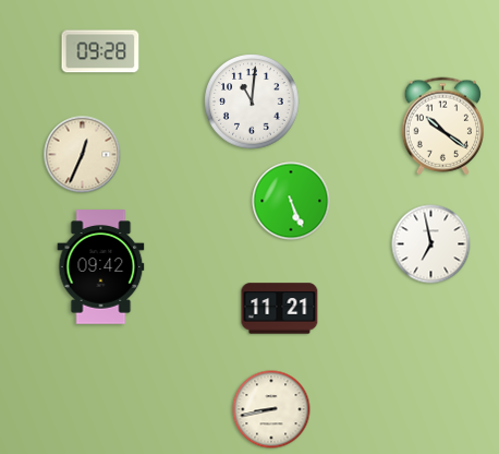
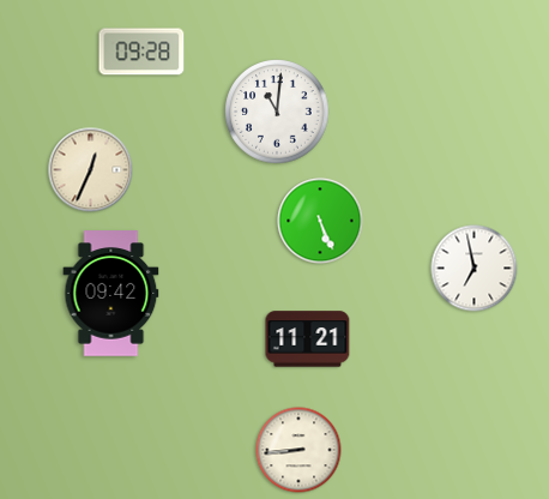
clock at (100, 51) position: (100, 51) -> (141, 52)
clock at (442, 127): 10:21 -> none
clock at (271, 409): 8:43 -> 8:44
